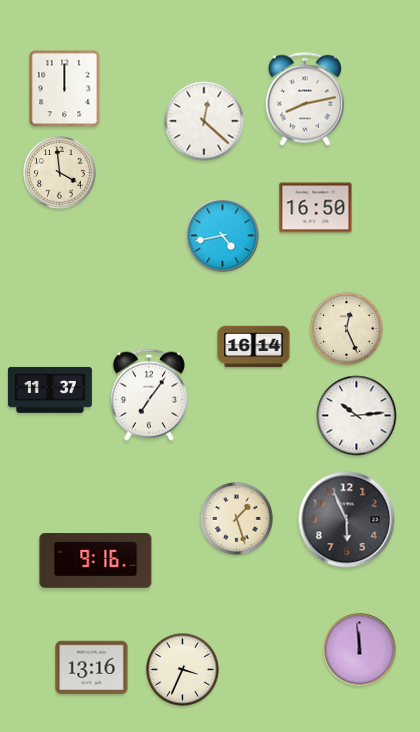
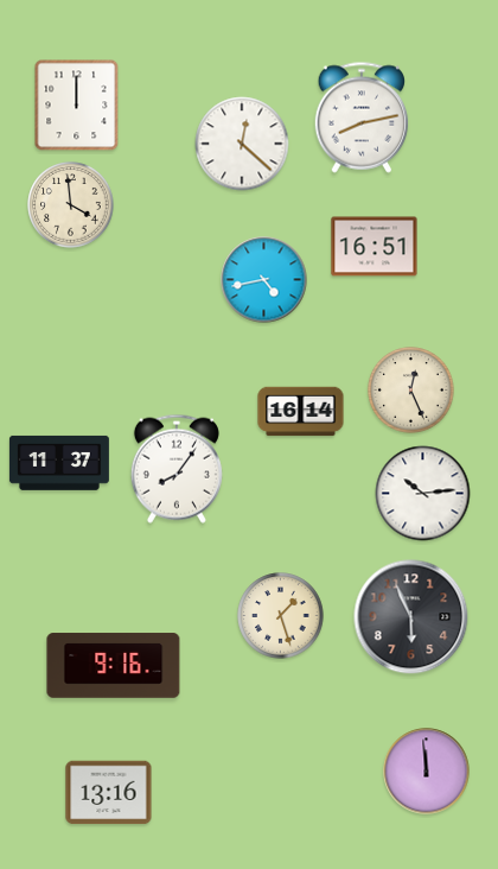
clock at (316, 208): 16:50 -> 16:51
clock at (149, 395): 7:06 -> 8:06
clock at (183, 670): 3:34 -> none
